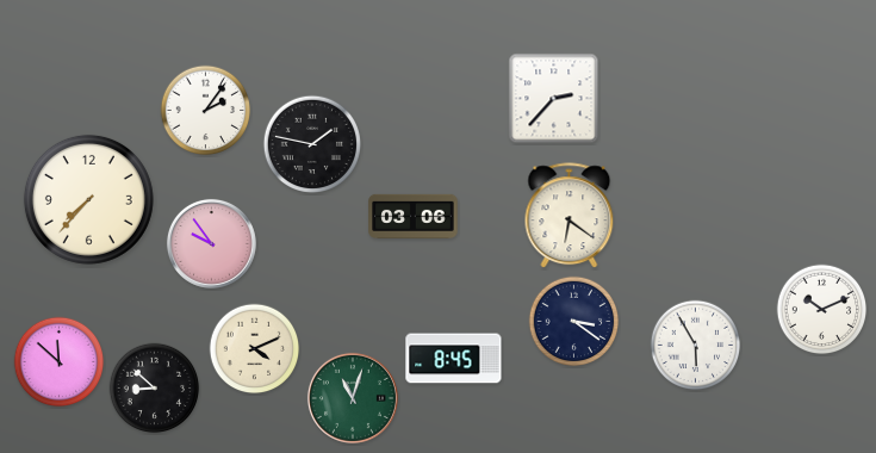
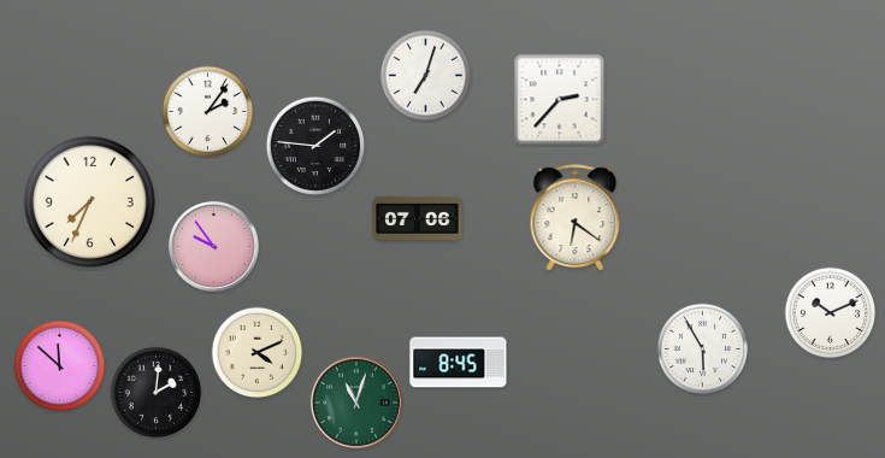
clock at (426, 76): none -> 7:03
clock at (311, 143): 1:47 -> 1:46
clock at (88, 199): 7:37 -> 7:34
clock at (414, 216): 03:06 -> 07:06
clock at (574, 322): 3:21 -> none
clock at (155, 389): 8:52 -> 2:01
